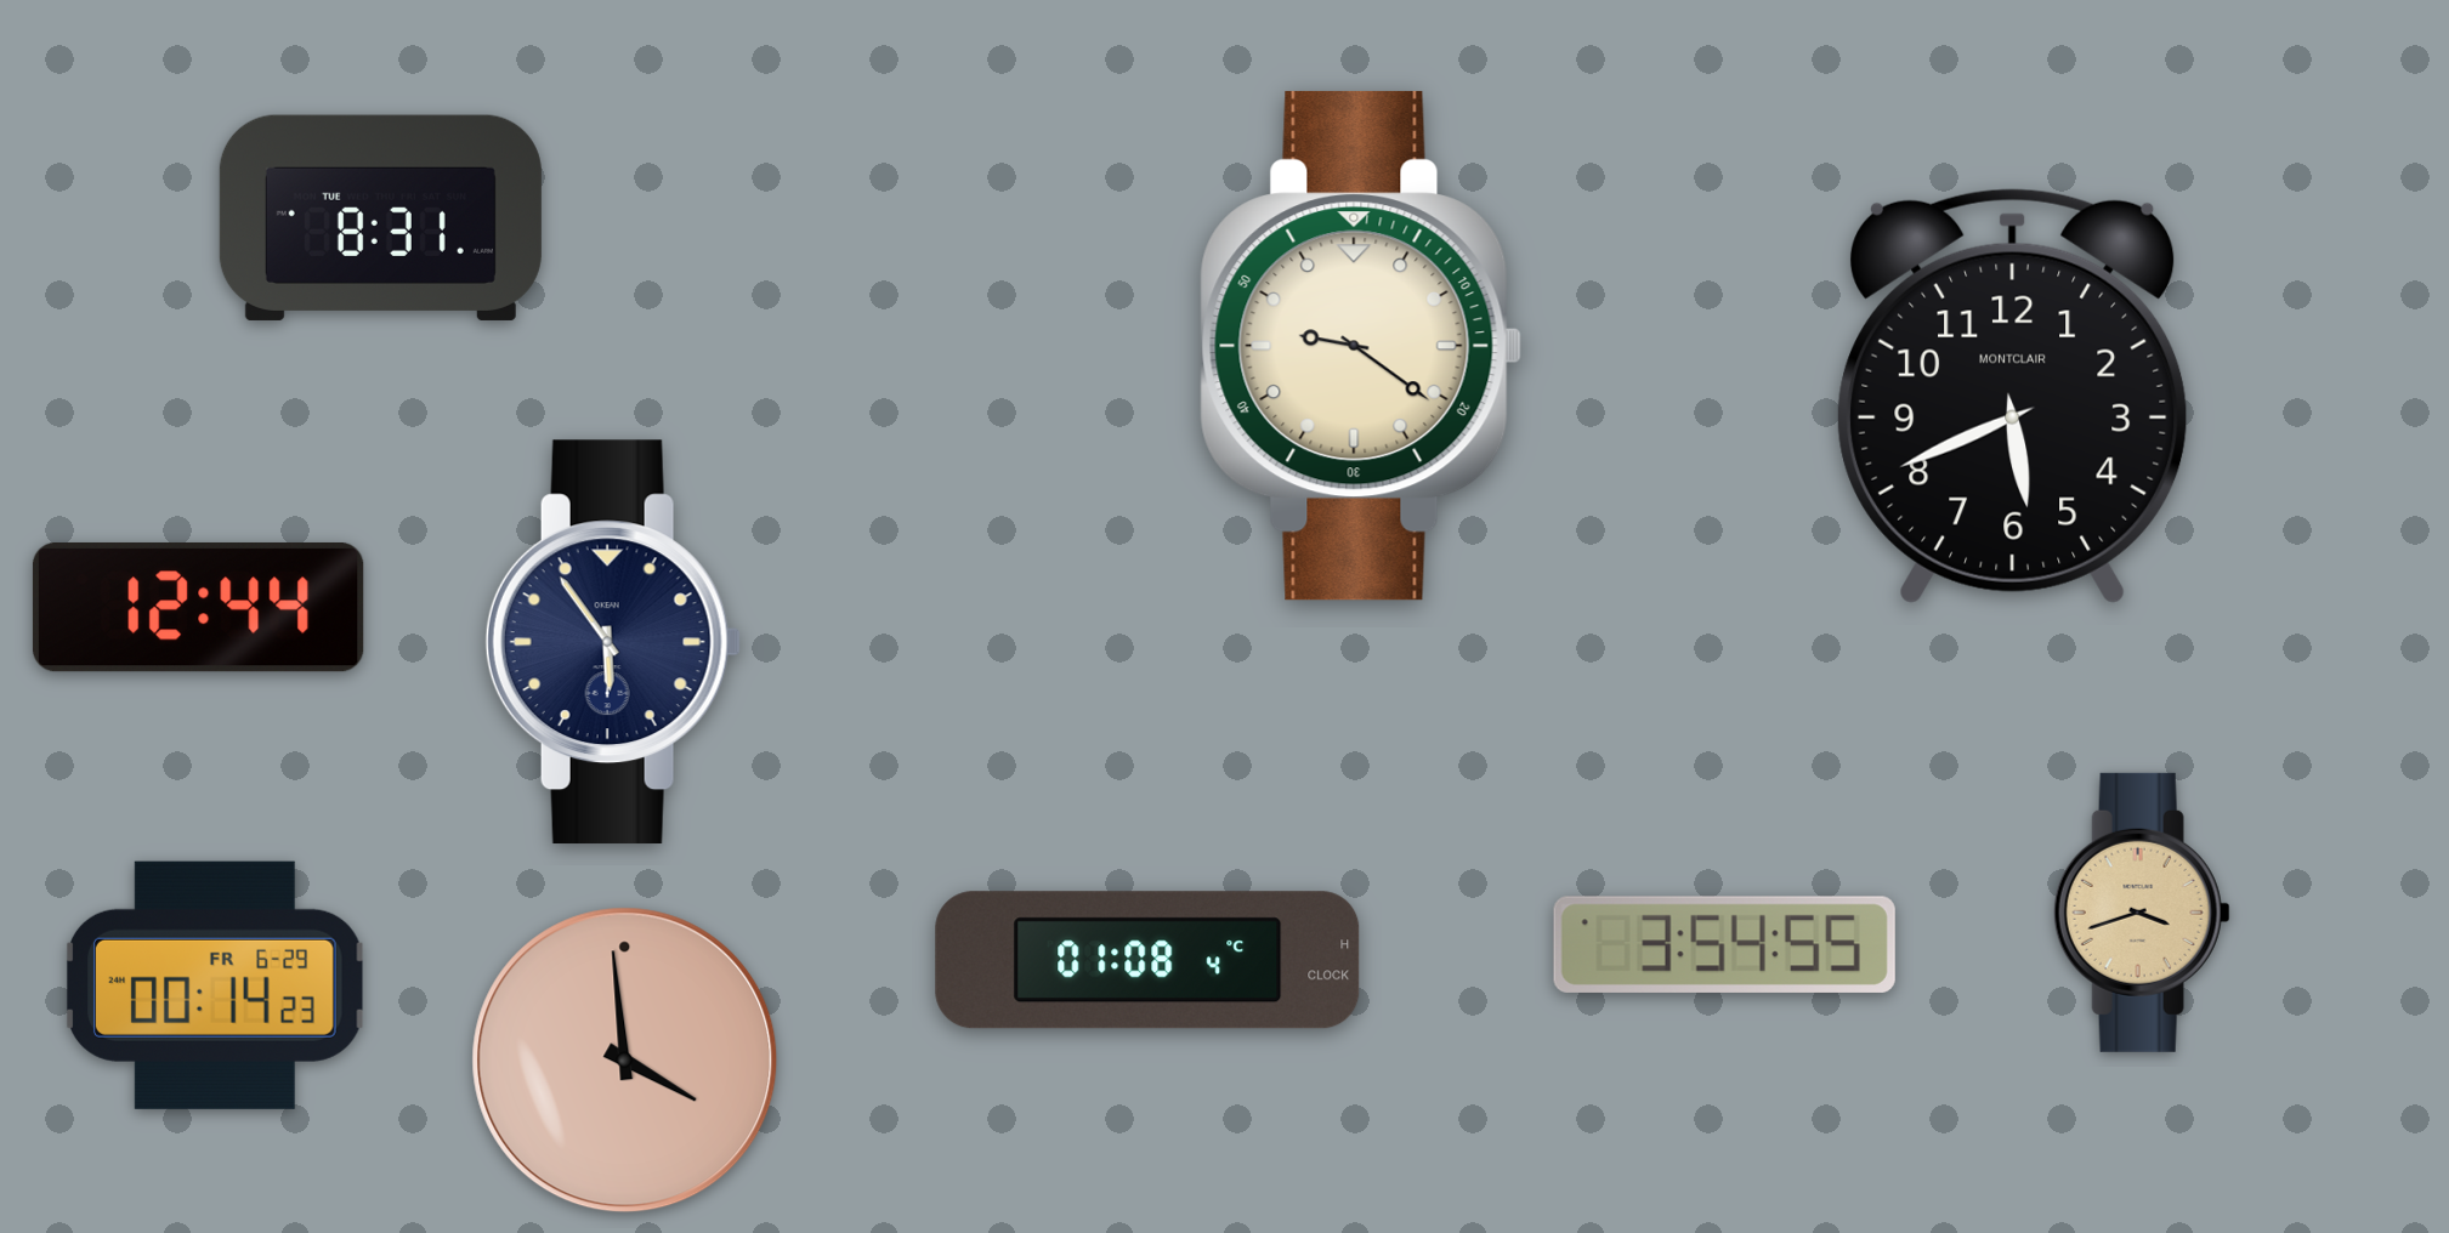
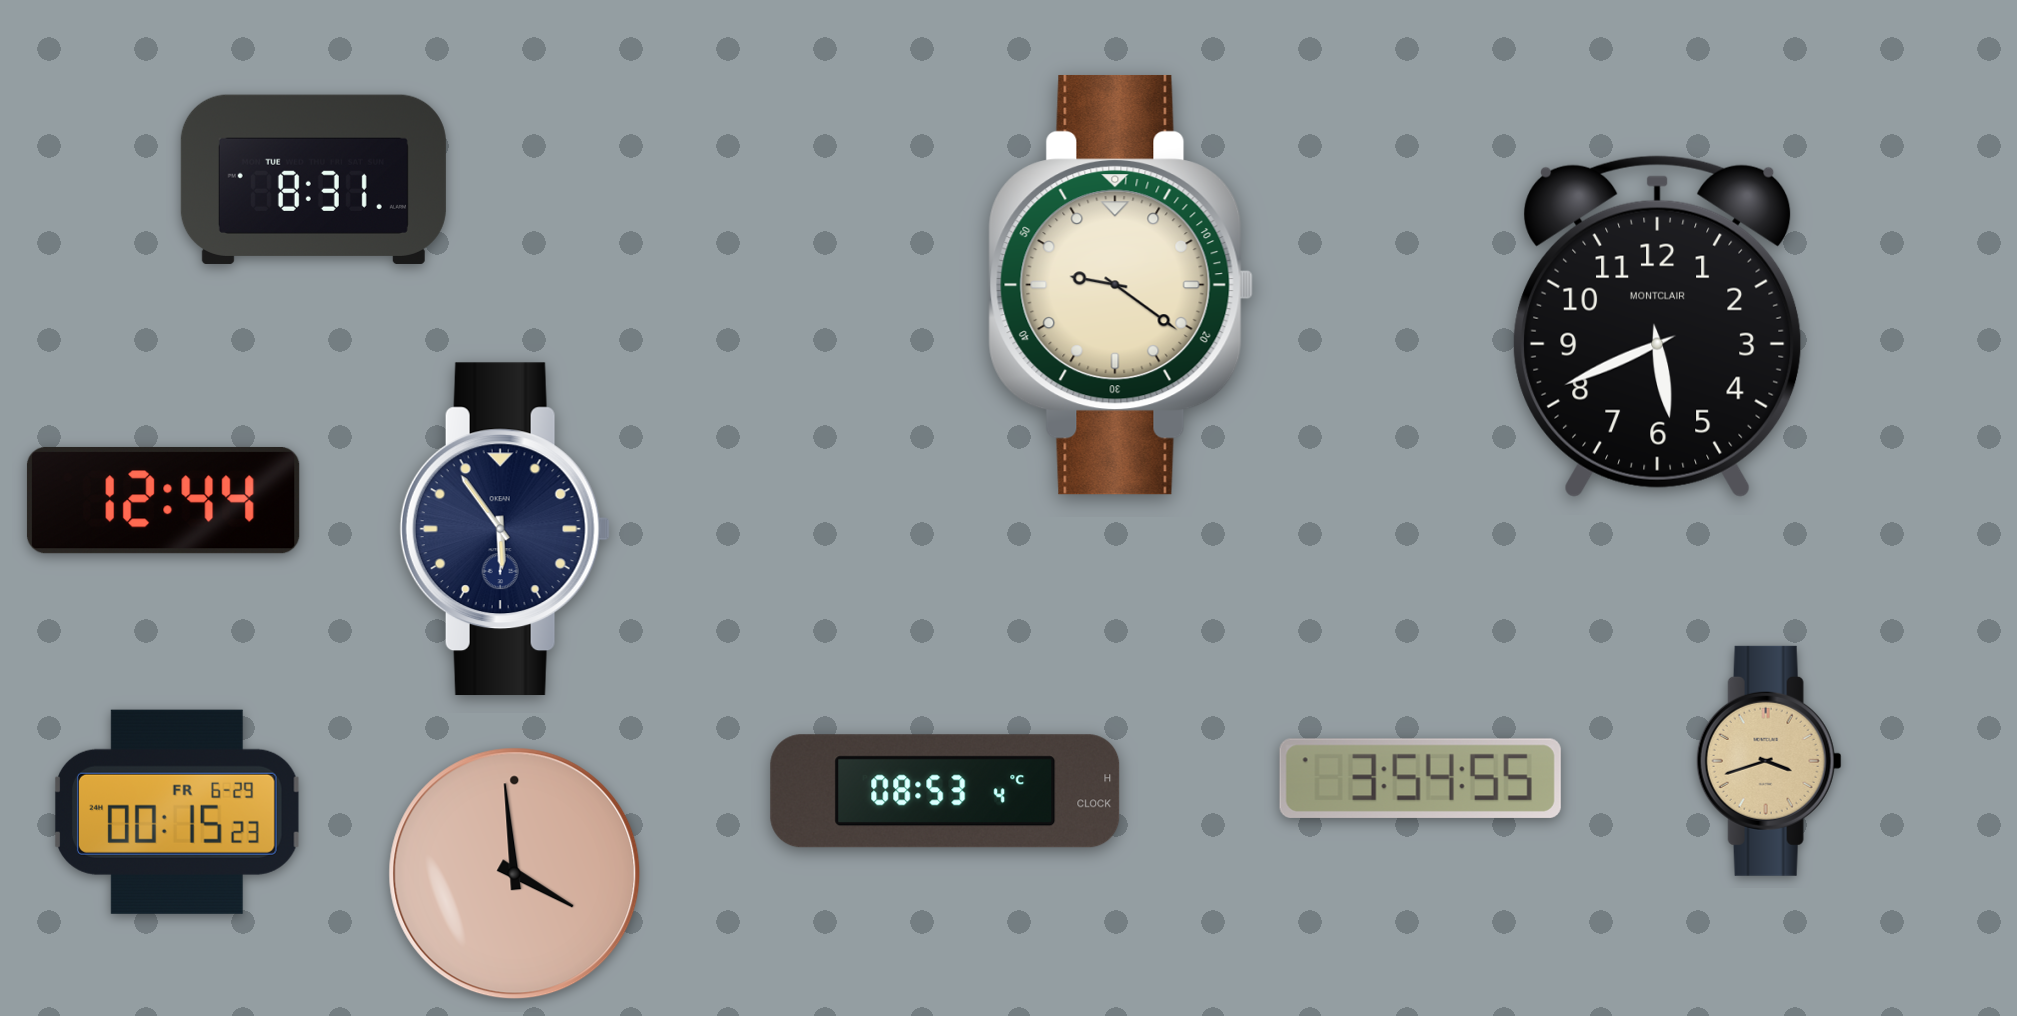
clock at (2142, 913) position: (2142, 913) -> (1769, 761)
clock at (1147, 960): 01:08 -> 08:53
clock at (215, 985): 00:14 -> 00:15
